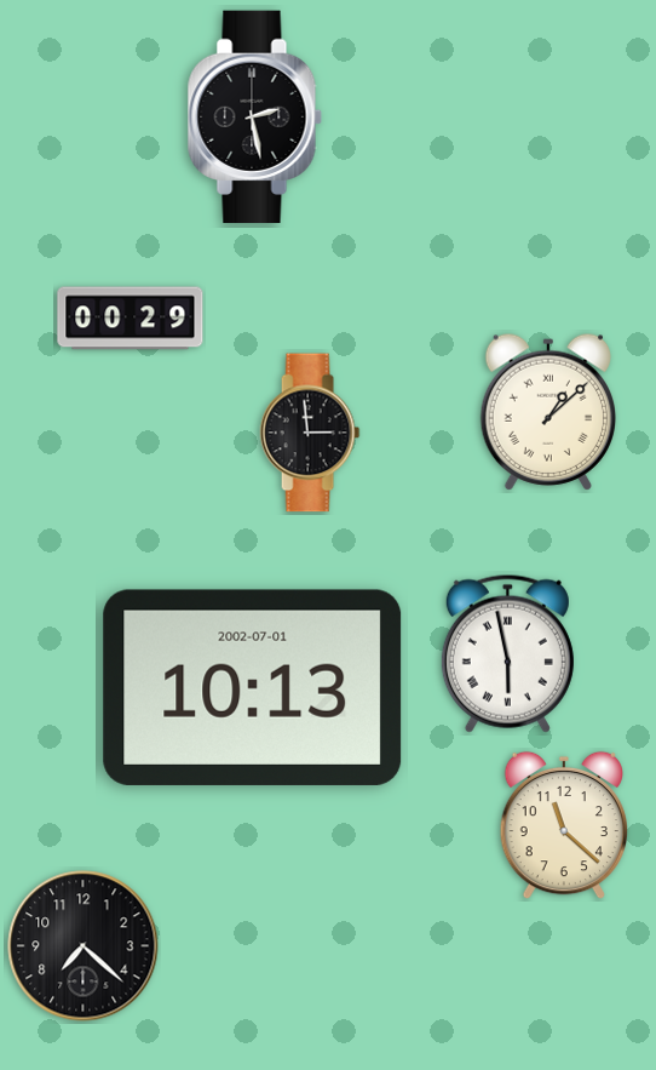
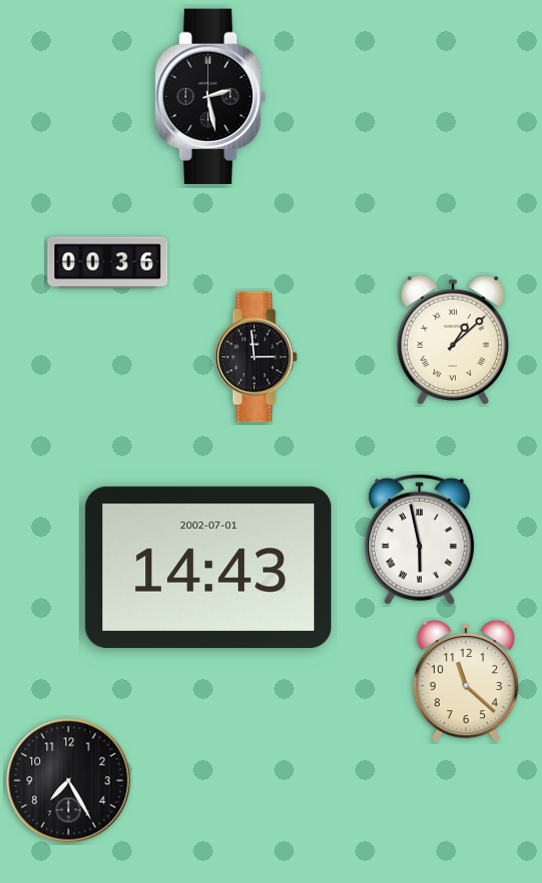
clock at (131, 319): 00:29 -> 00:36
clock at (253, 687): 10:13 -> 14:43
clock at (84, 946): 7:22 -> 7:25
